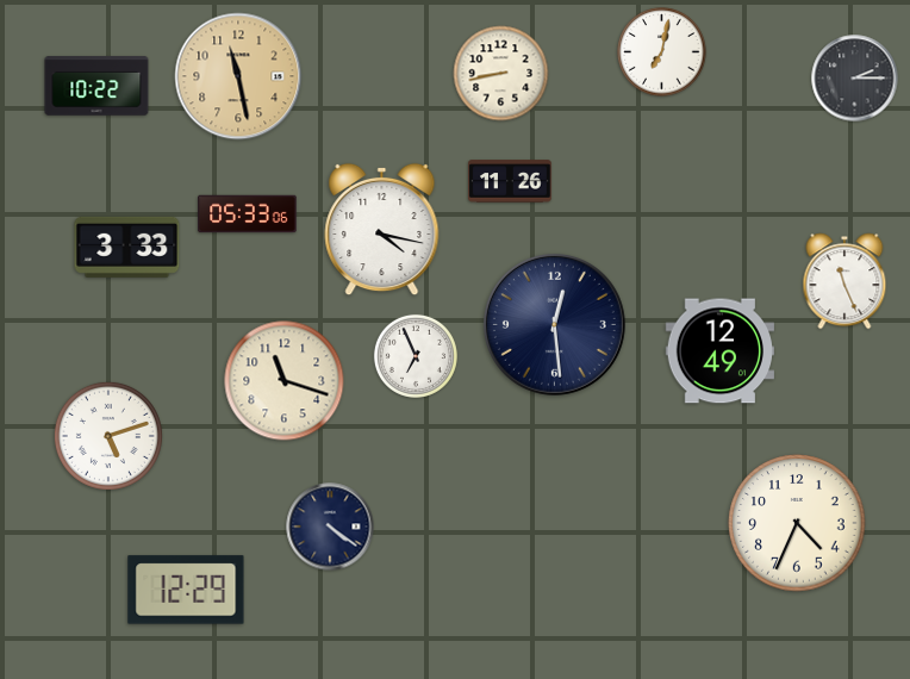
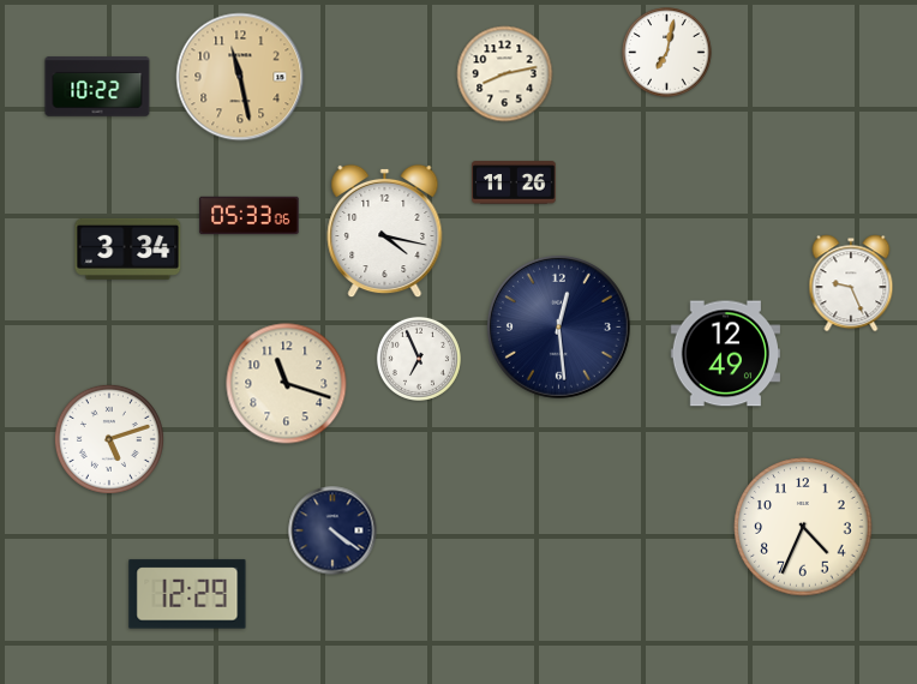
clock at (501, 74): 8:43 -> 8:13
clock at (855, 79): 2:15 -> none
clock at (127, 247): 3:33 -> 3:34
clock at (844, 281): 11:26 -> 9:26
